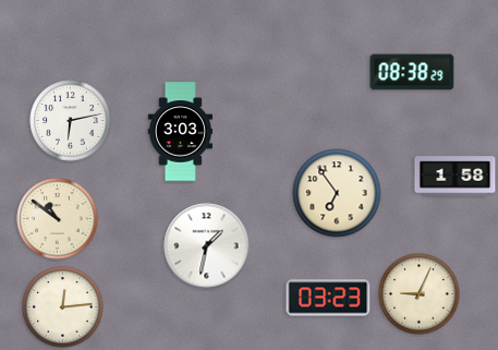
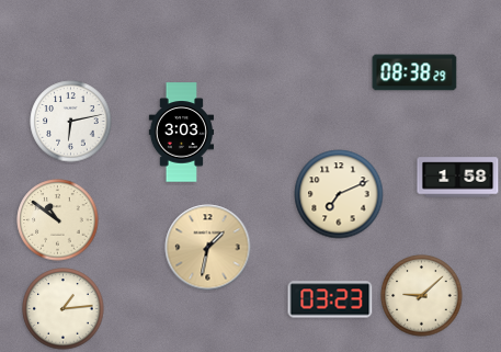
clock at (337, 193): 6:54 -> 7:11
clock at (207, 246) dial: white -> champagne
clock at (420, 294): 9:04 -> 9:08
clock at (63, 307): 12:14 -> 1:14
